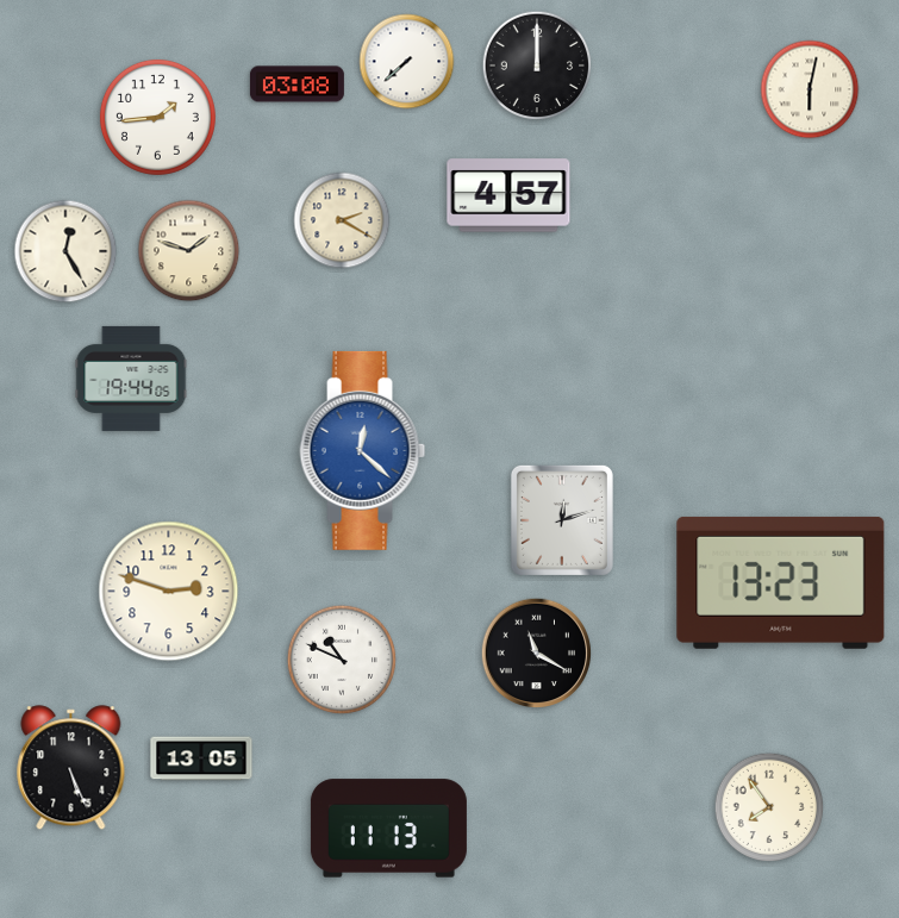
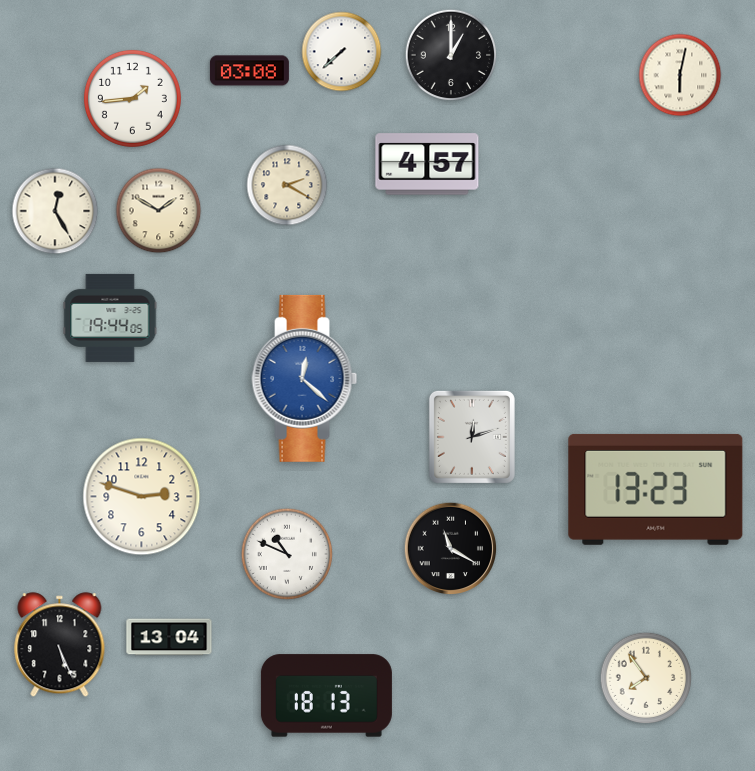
clock at (537, 65): 12:00 -> 1:00
clock at (189, 251): 1:48 -> 1:50
clock at (201, 758): 13:05 -> 13:04
clock at (388, 829): 11:13 -> 18:13
